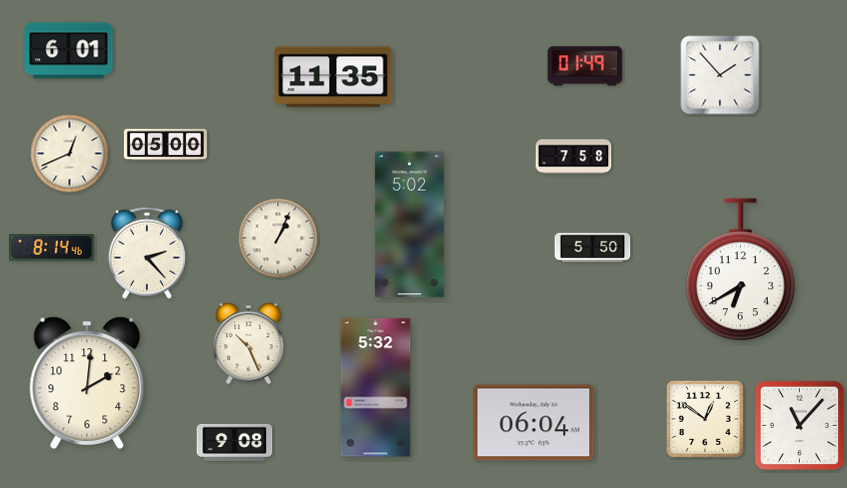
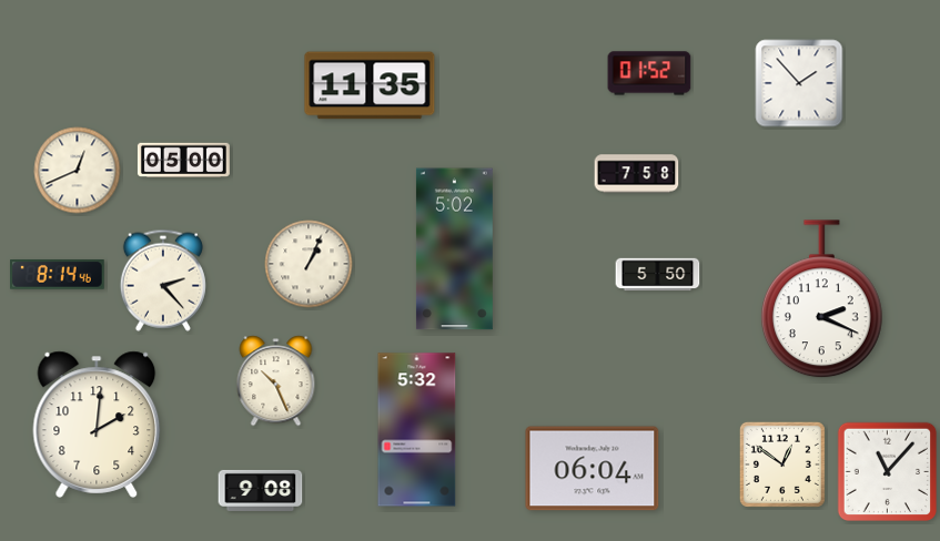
clock at (69, 51): 6:01 -> none
clock at (585, 66): 01:49 -> 01:52
clock at (740, 270): 6:40 -> 2:19
